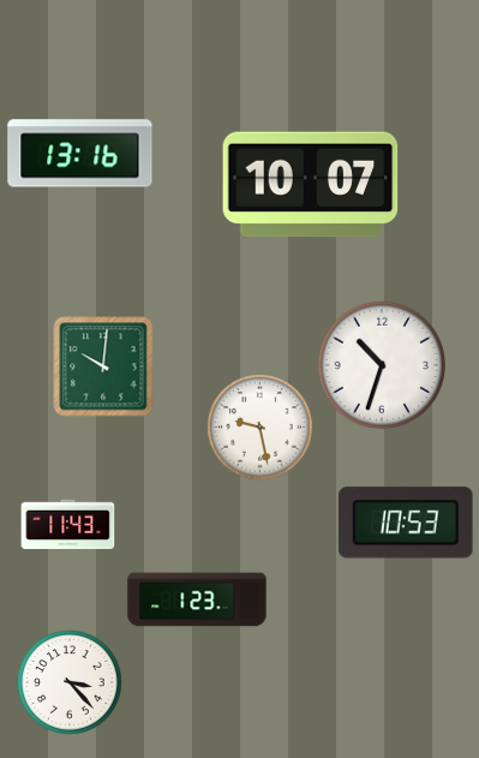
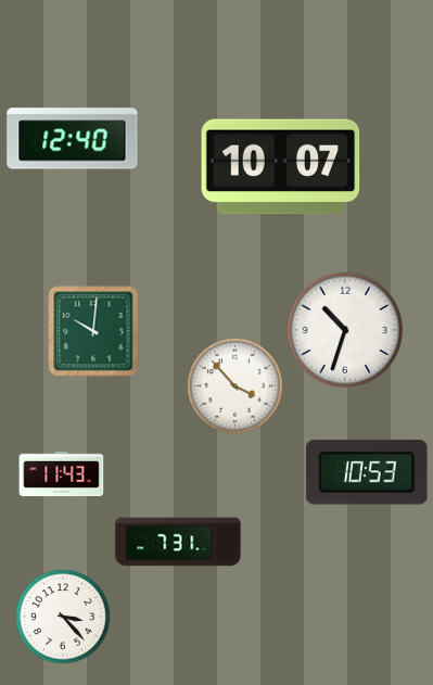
clock at (80, 154): 13:16 -> 12:40
clock at (259, 426): 9:28 -> 3:53
clock at (197, 599): 1:23 -> 7:31
